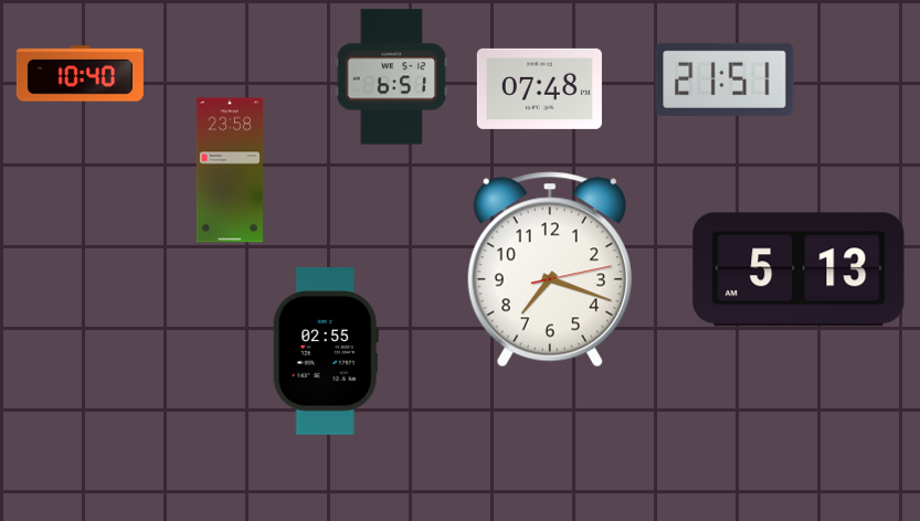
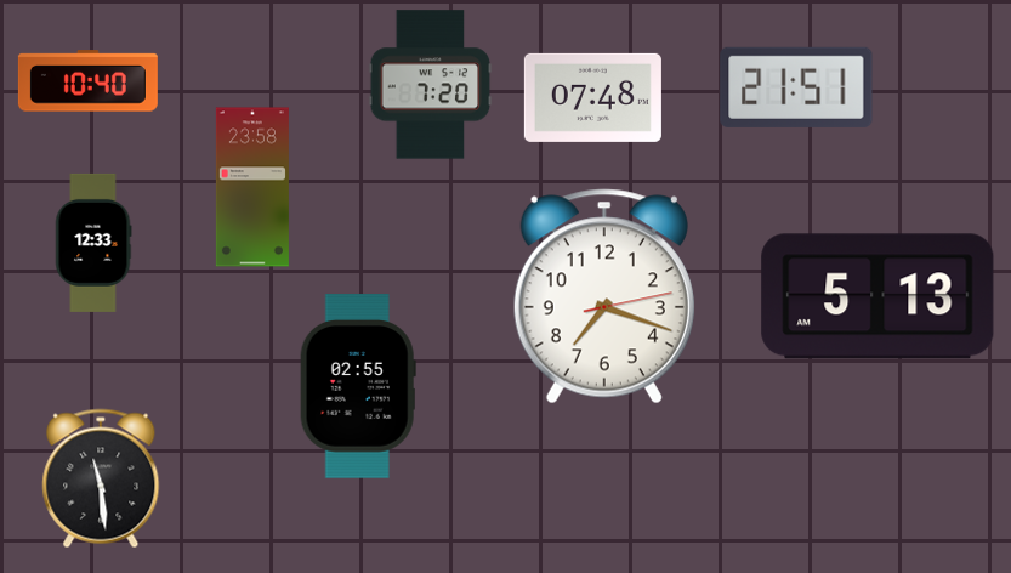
clock at (392, 77): 6:51 -> 7:20
clock at (93, 243): none -> 12:33
clock at (101, 478): none -> 11:29
